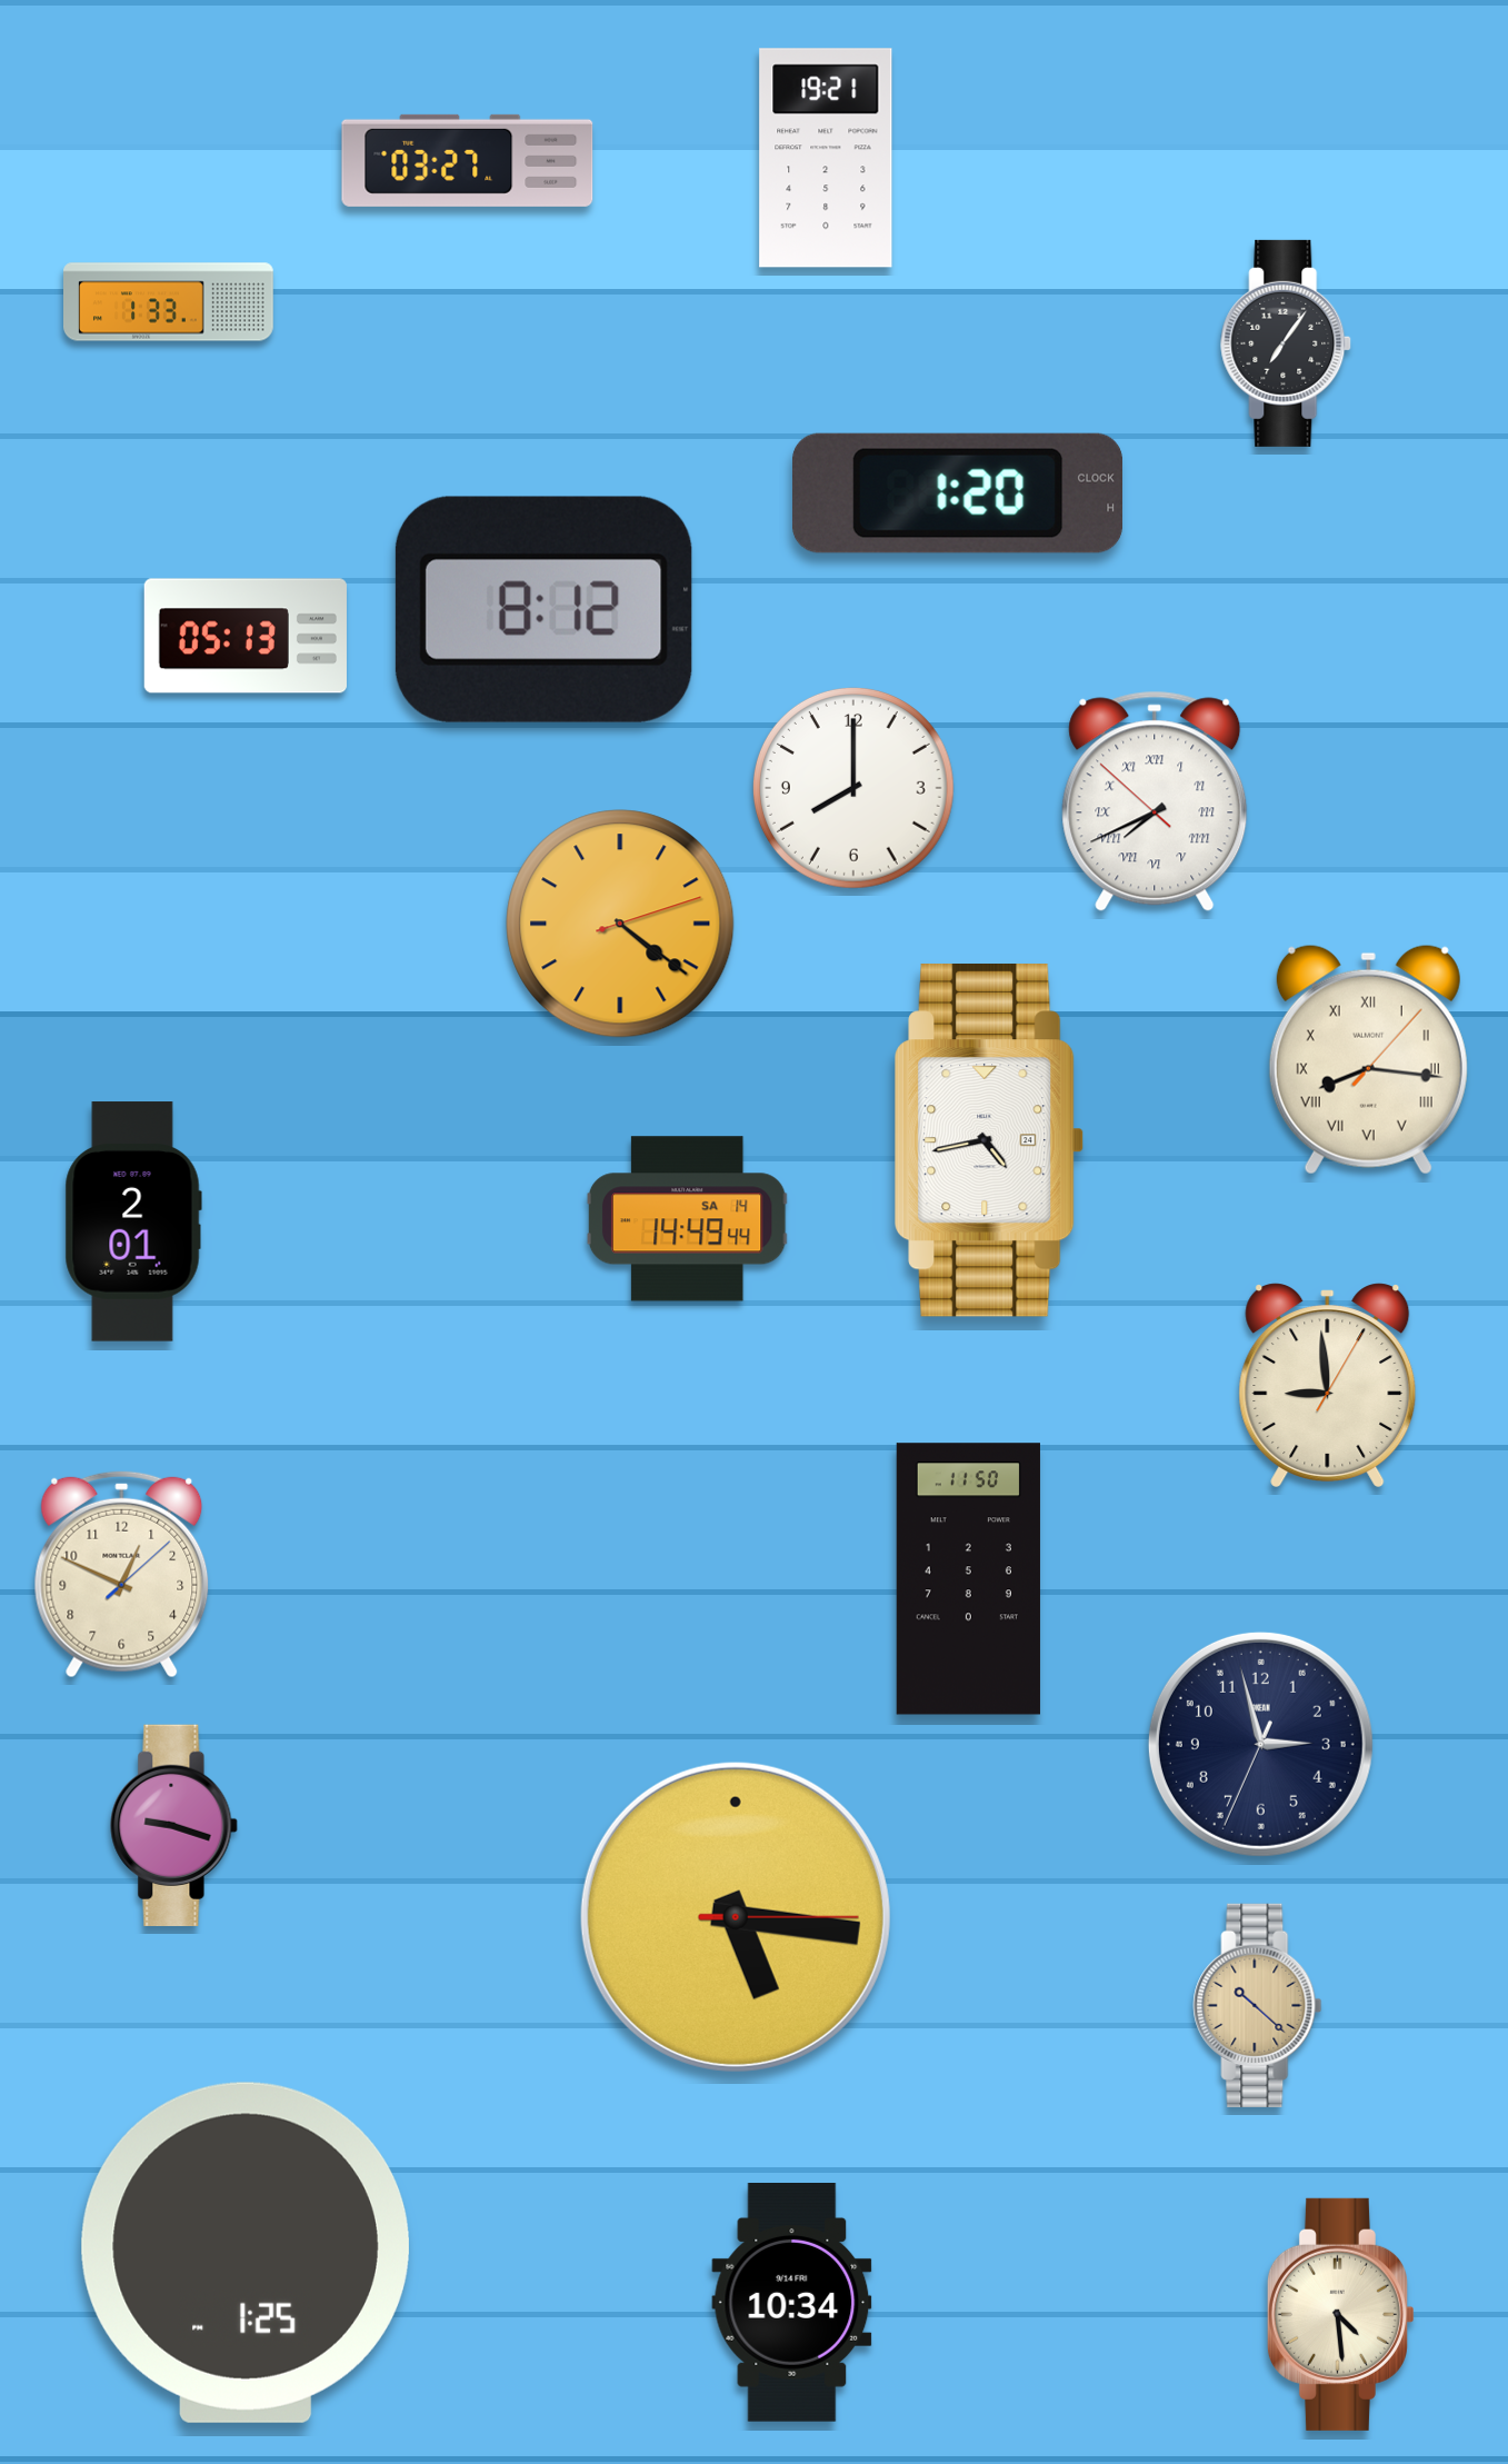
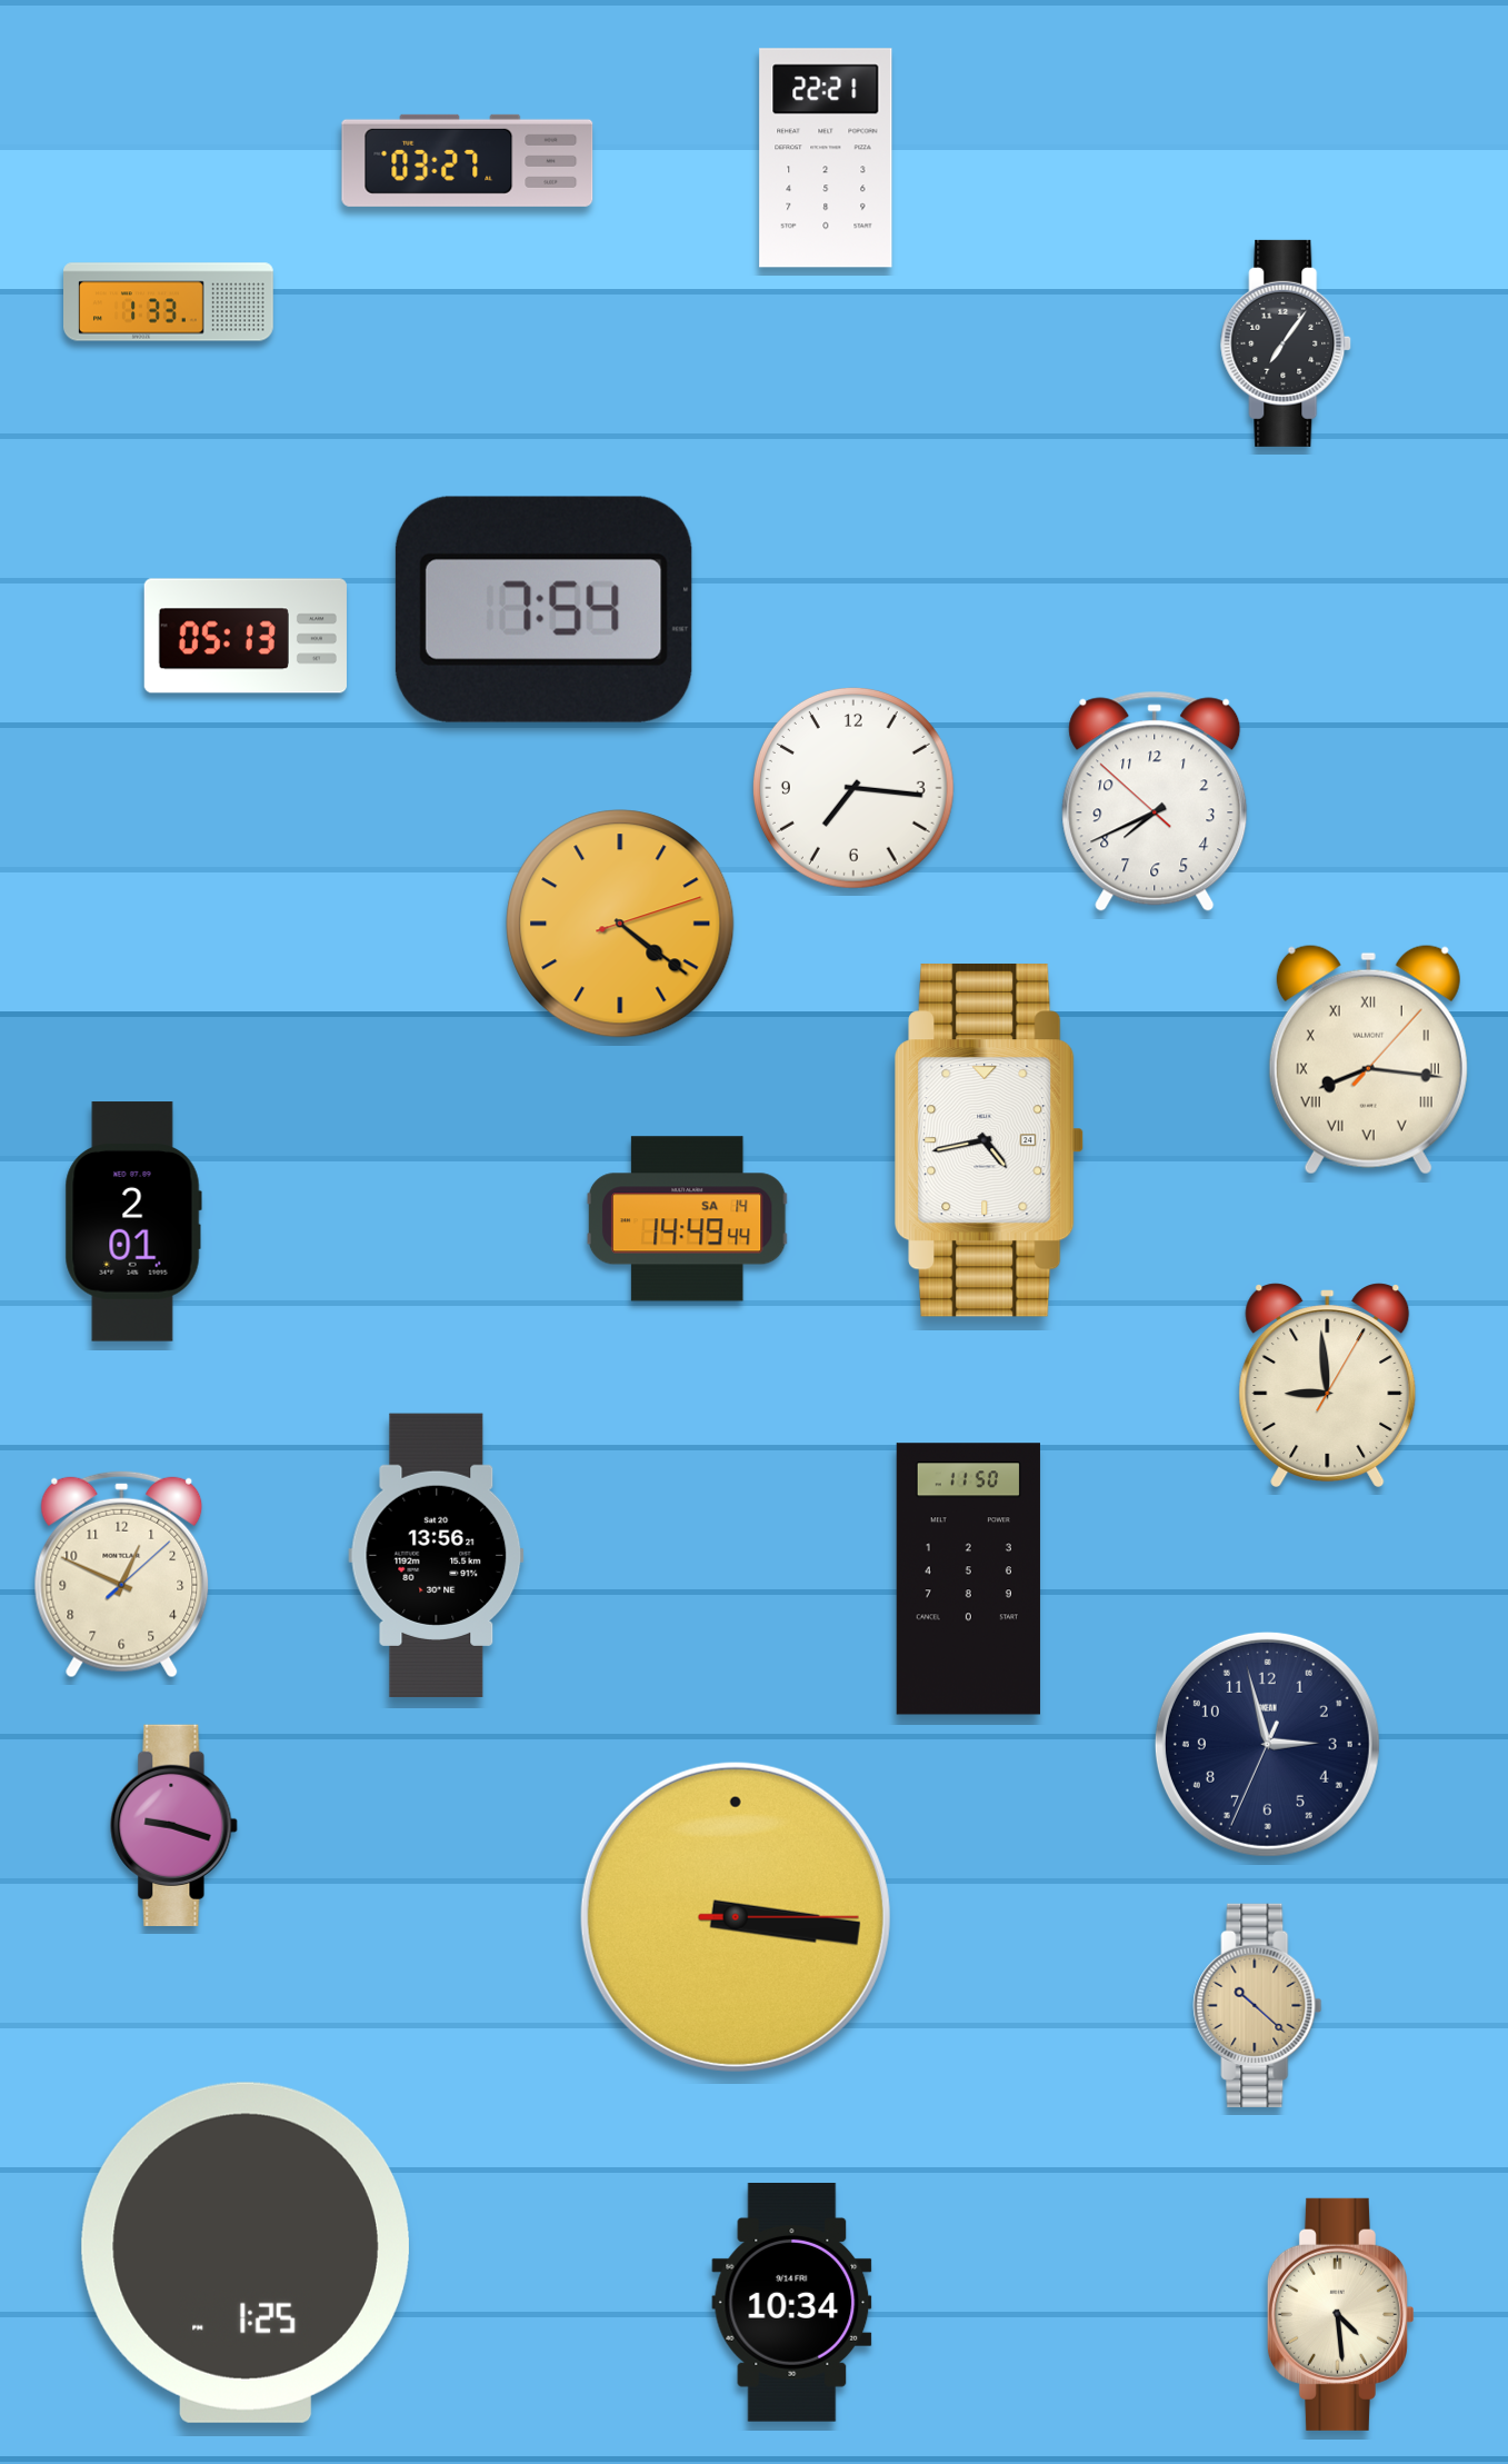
clock at (826, 158): 19:21 -> 22:21
clock at (958, 493): 1:20 -> none
clock at (543, 609): 8:12 -> 7:54
clock at (853, 788): 8:00 -> 7:16
clock at (1155, 801) numerals: Roman -> Arabic
clock at (437, 1555): none -> 13:56
clock at (1260, 1744) position: (1260, 1744) -> (1267, 1744)
clock at (736, 1917): 5:16 -> 3:16
